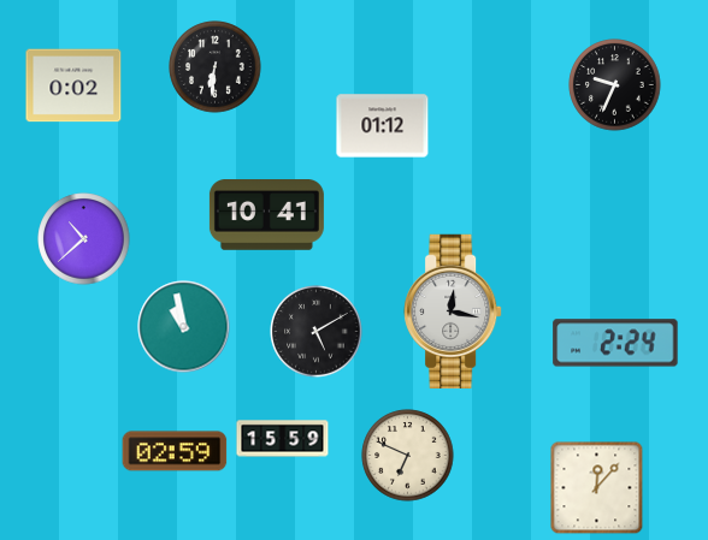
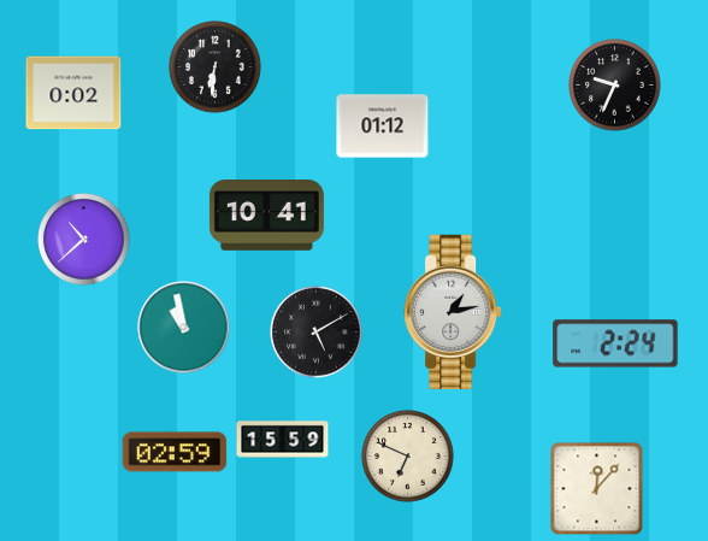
clock at (73, 85) position: (73, 85) -> (73, 93)
clock at (453, 310): 12:17 -> 1:13
